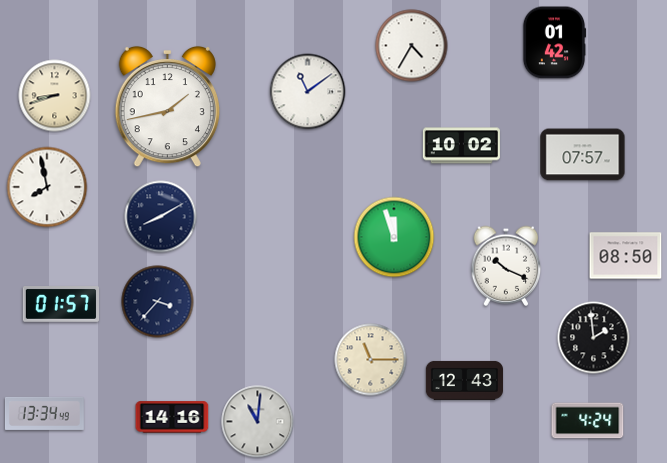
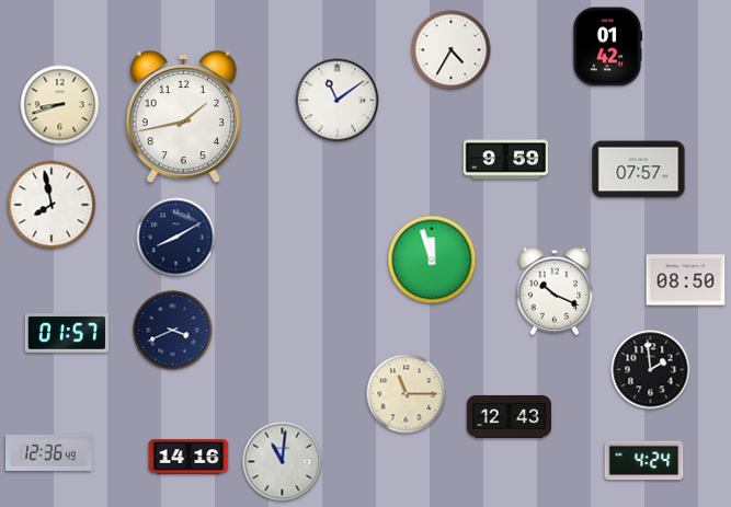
clock at (461, 146): 10:02 -> 9:59
clock at (158, 302): 3:37 -> 3:41
clock at (44, 413): 13:34 -> 12:36
